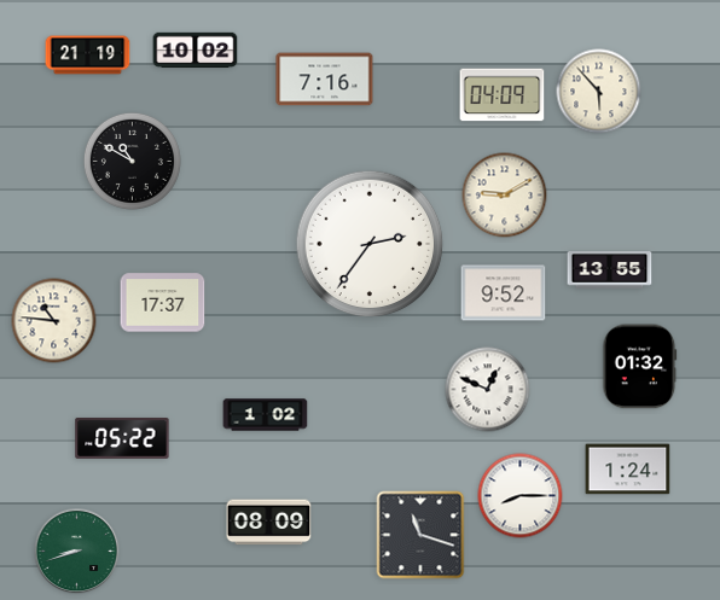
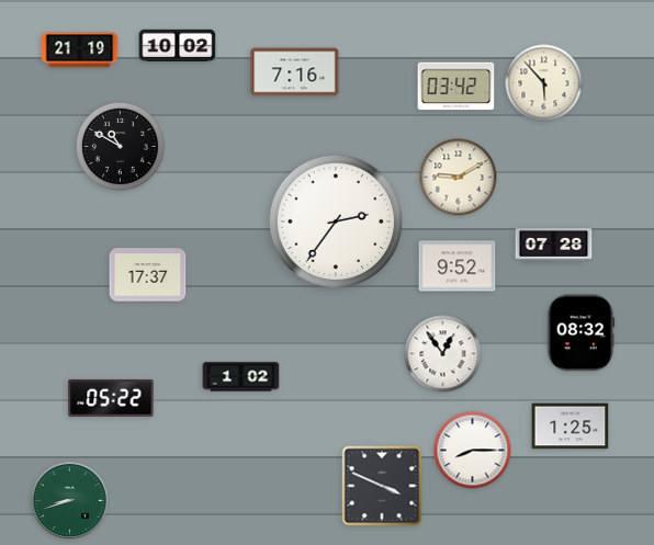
clock at (503, 95): 04:09 -> 03:42
clock at (610, 270): 13:55 -> 07:28
clock at (54, 321): 10:46 -> none
clock at (640, 367): 01:32 -> 08:32
clock at (488, 390): 12:49 -> 12:54
clock at (628, 470): 1:24 -> 1:25
clock at (269, 523): 08:09 -> none
clock at (420, 535): 11:18 -> 3:49
